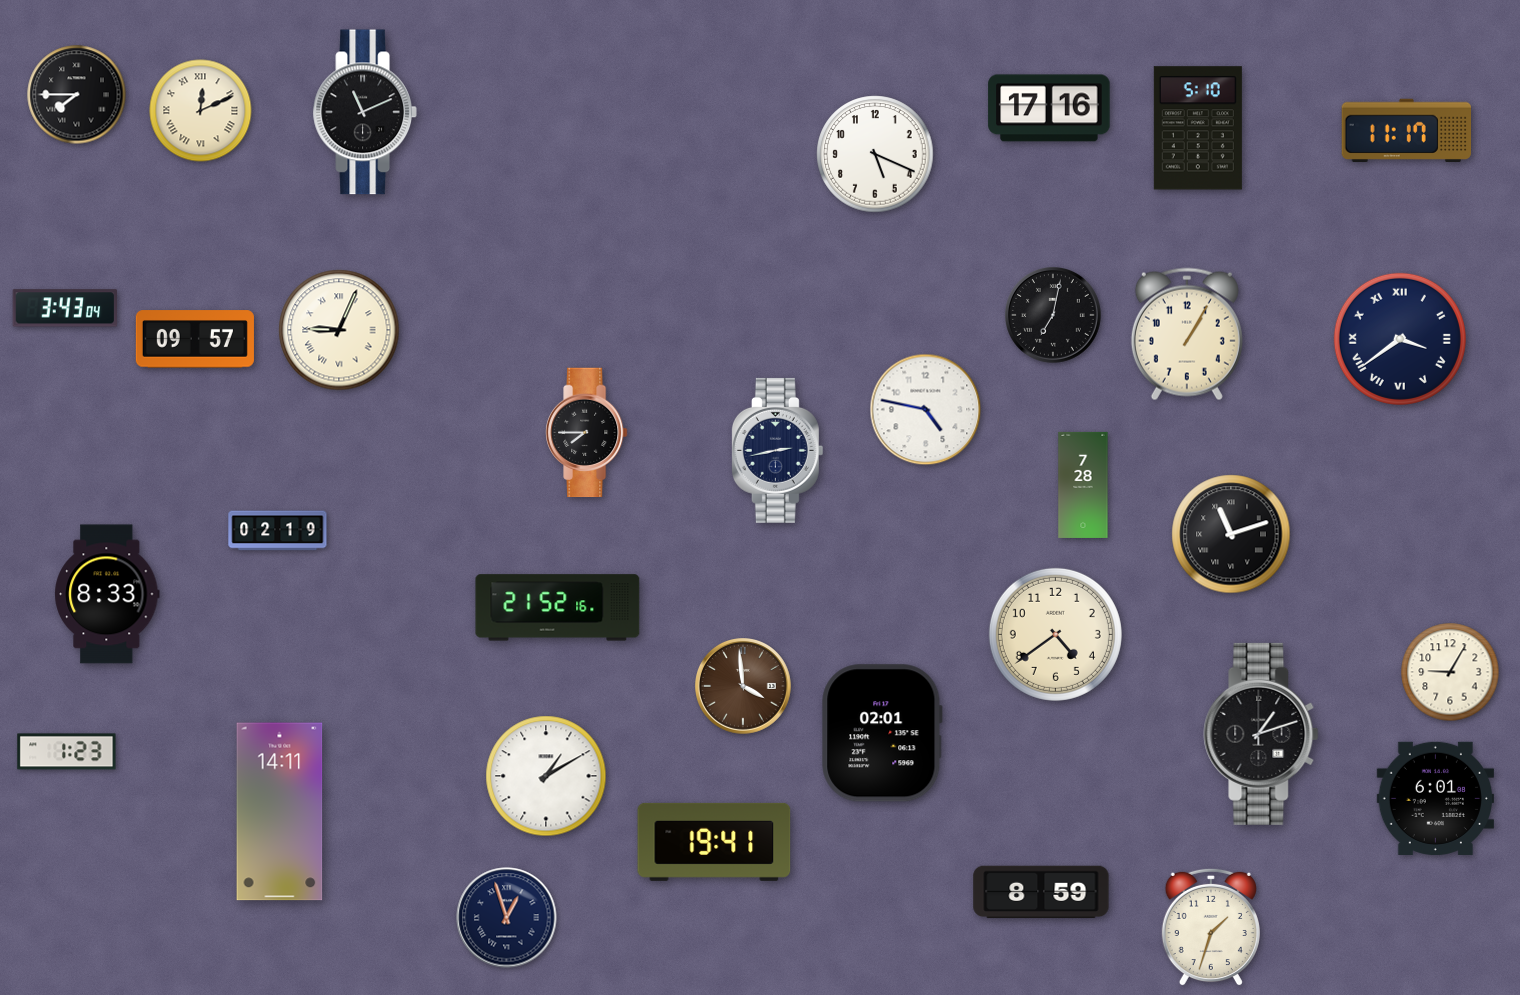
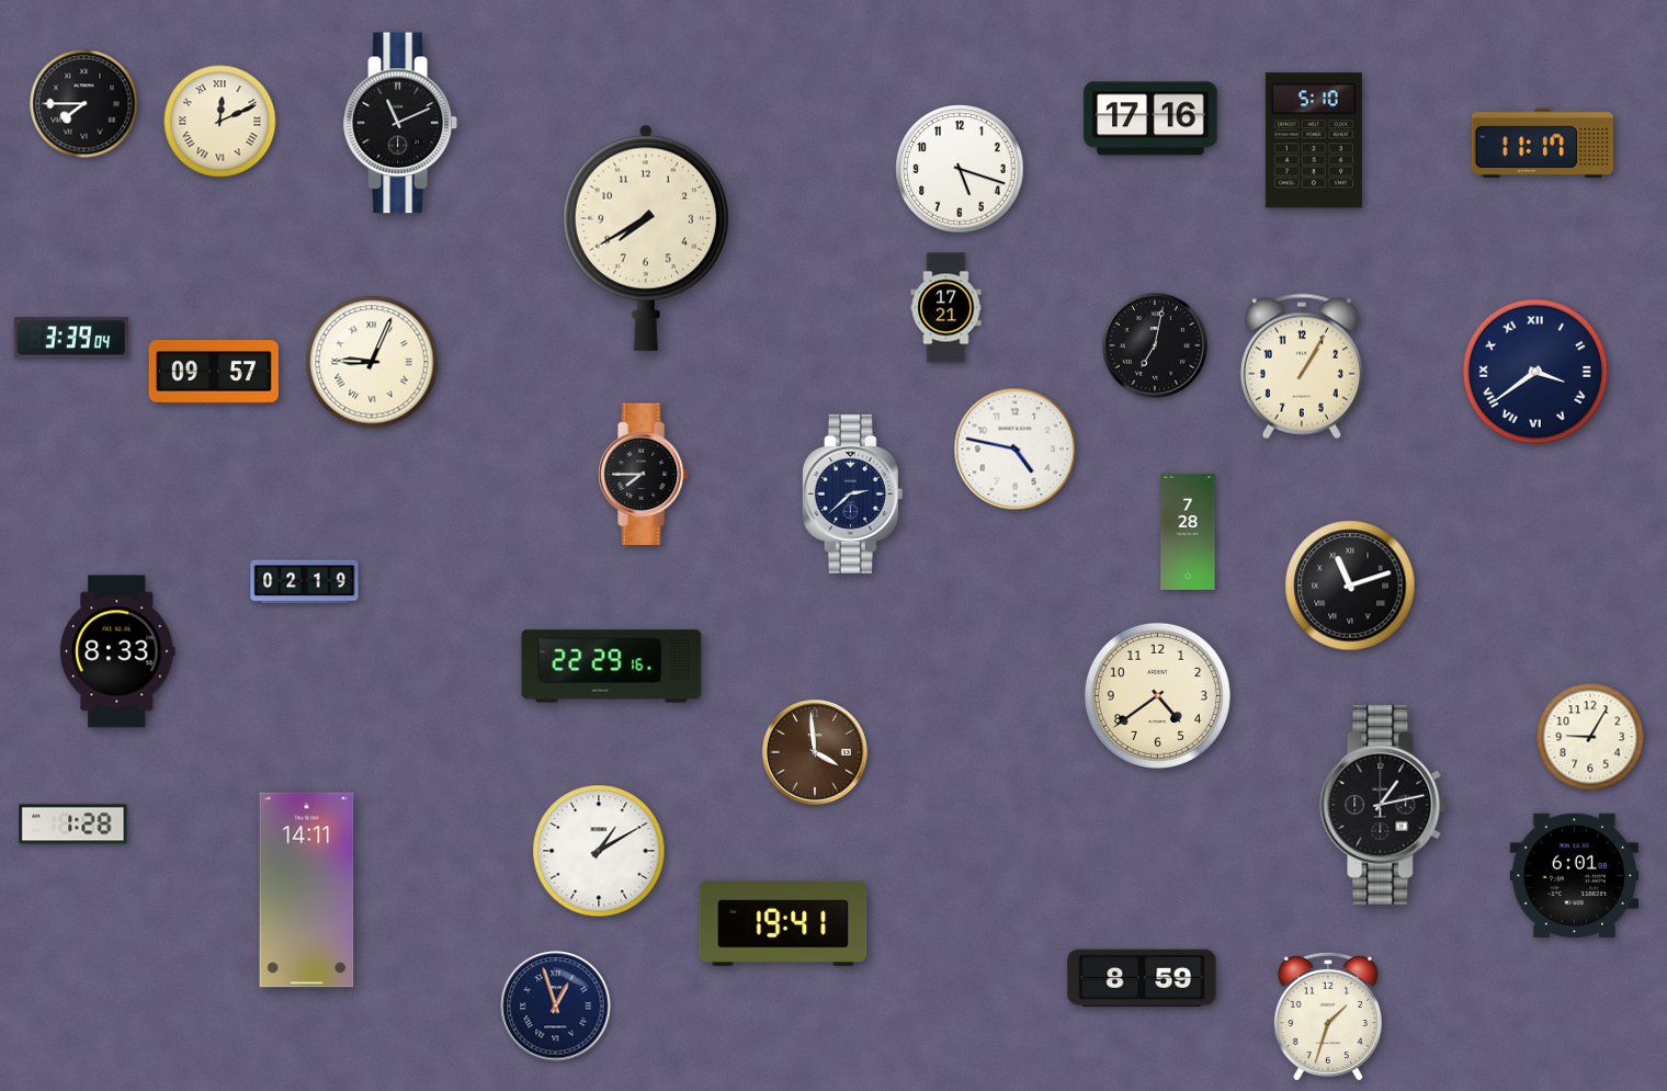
clock at (875, 154): 5:19 -> 5:18
clock at (646, 238): none -> 7:40
clock at (946, 308): none -> 17:21
clock at (64, 308): 3:43 -> 3:39
clock at (777, 450): 2:43 -> 2:38
clock at (558, 608): 21:52 -> 22:29
clock at (882, 733): 02:01 -> none
clock at (1261, 734): 1:12 -> 1:13
clock at (67, 752): 1:23 -> 1:28
